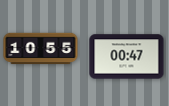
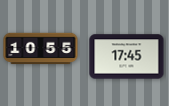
clock at (127, 57): 00:47 -> 17:45
